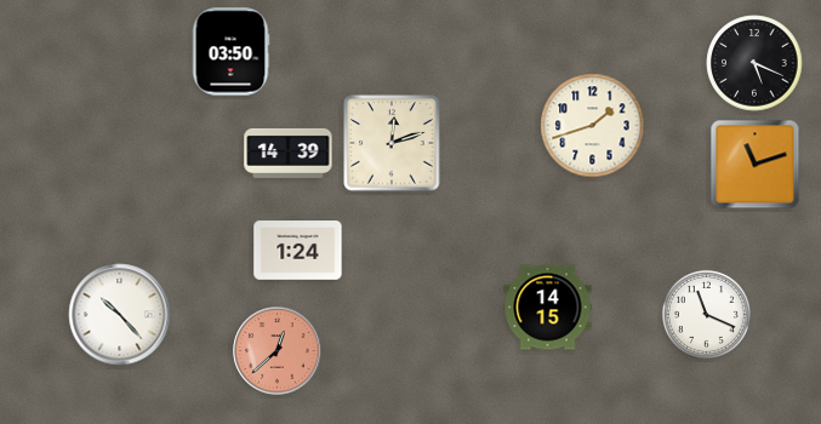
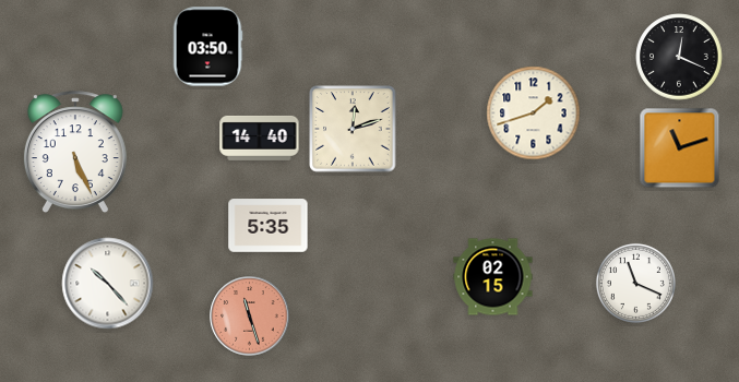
clock at (754, 63): 5:19 -> 12:19
clock at (289, 153): 14:39 -> 14:40
clock at (75, 153): none -> 5:26
clock at (298, 251): 1:24 -> 5:35
clock at (548, 308): 14:15 -> 02:15
clock at (278, 351): 12:38 -> 11:27
